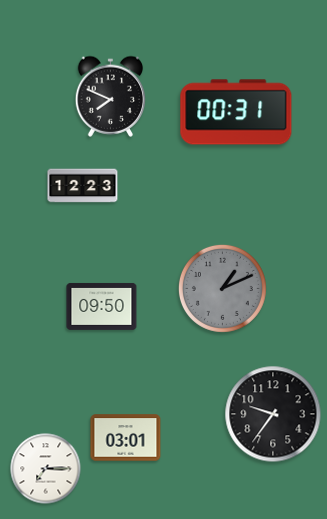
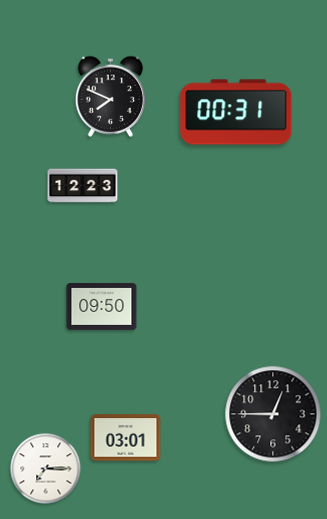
clock at (222, 288): 1:11 -> none
clock at (273, 414): 9:36 -> 12:45
